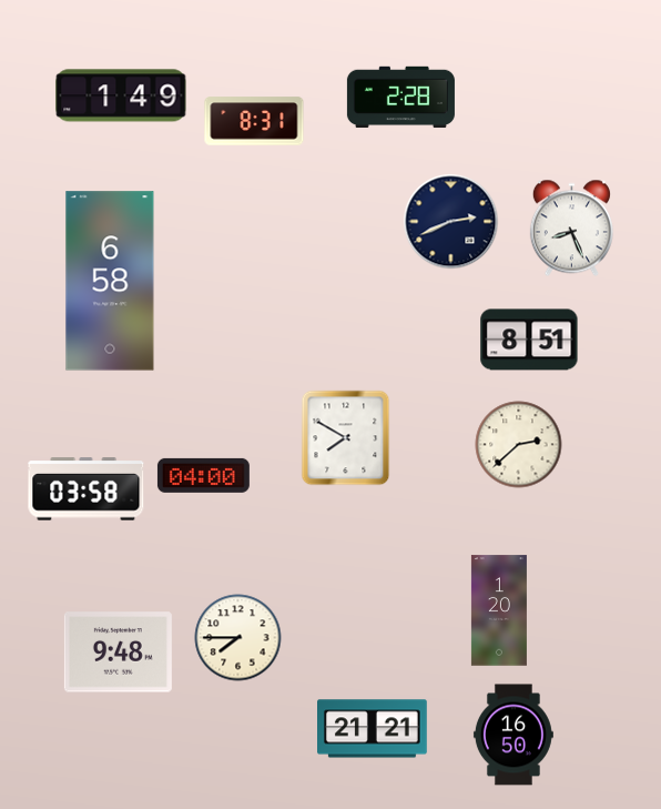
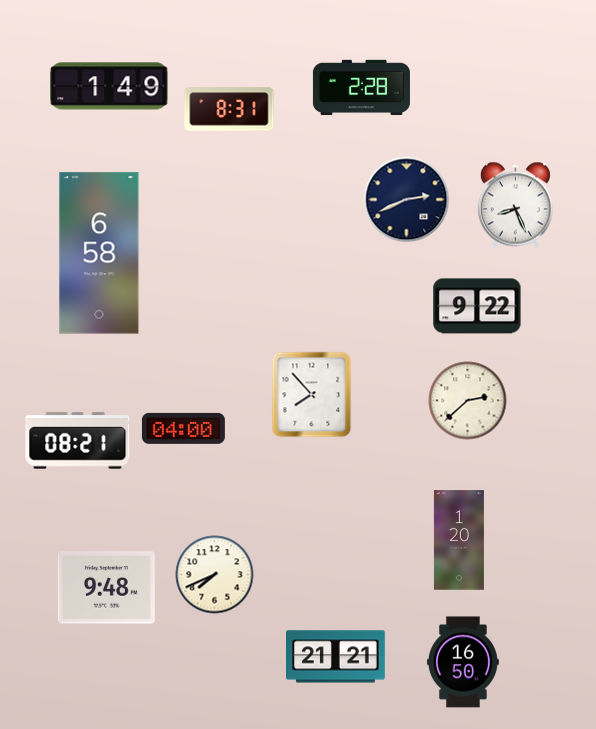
clock at (529, 340): 8:51 -> 9:22
clock at (346, 438): 7:50 -> 7:53
clock at (87, 489): 03:58 -> 08:21
clock at (499, 610) position: (499, 610) -> (459, 540)
clock at (238, 638): 7:45 -> 7:41
